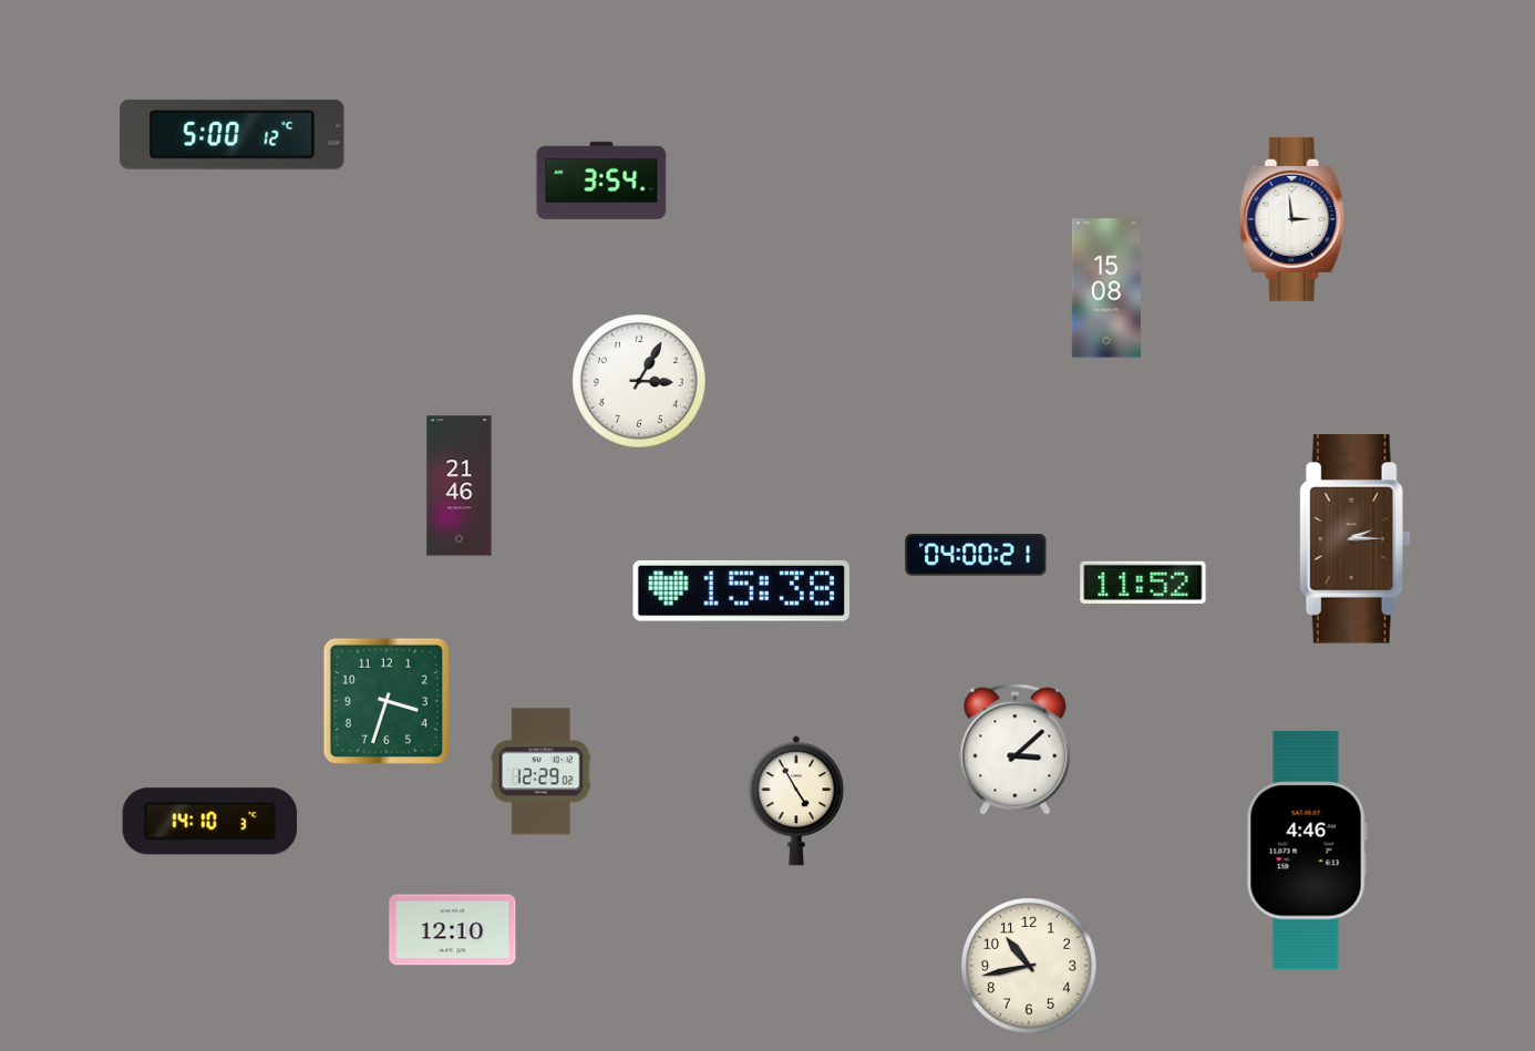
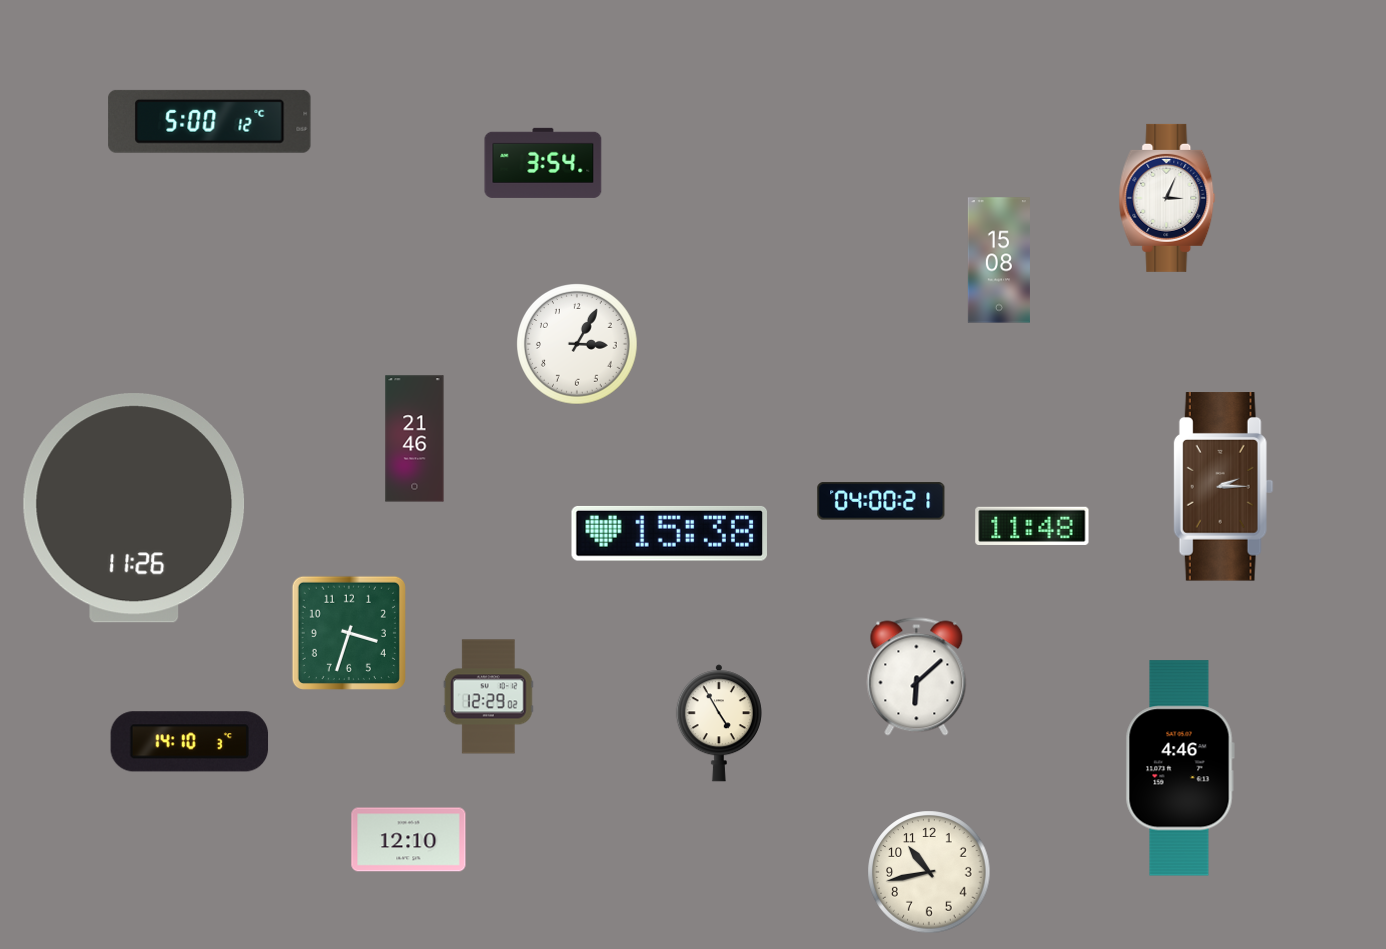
clock at (1292, 219): 2:59 -> 3:04
clock at (134, 508): none -> 11:26
clock at (1143, 583): 11:52 -> 11:48
clock at (1016, 750): 3:08 -> 6:08
